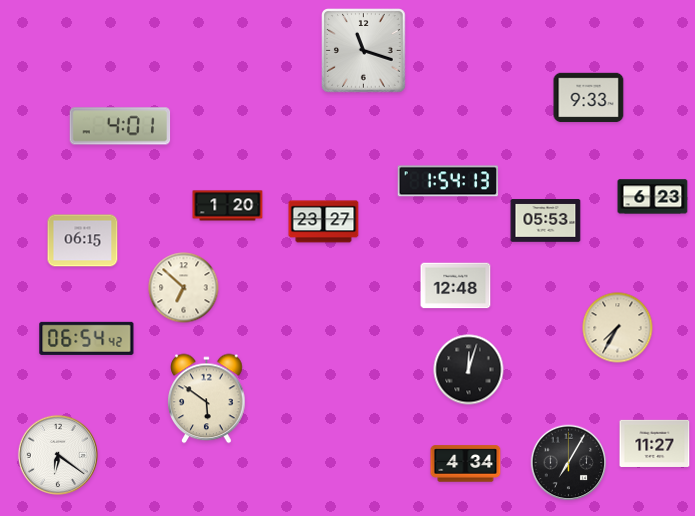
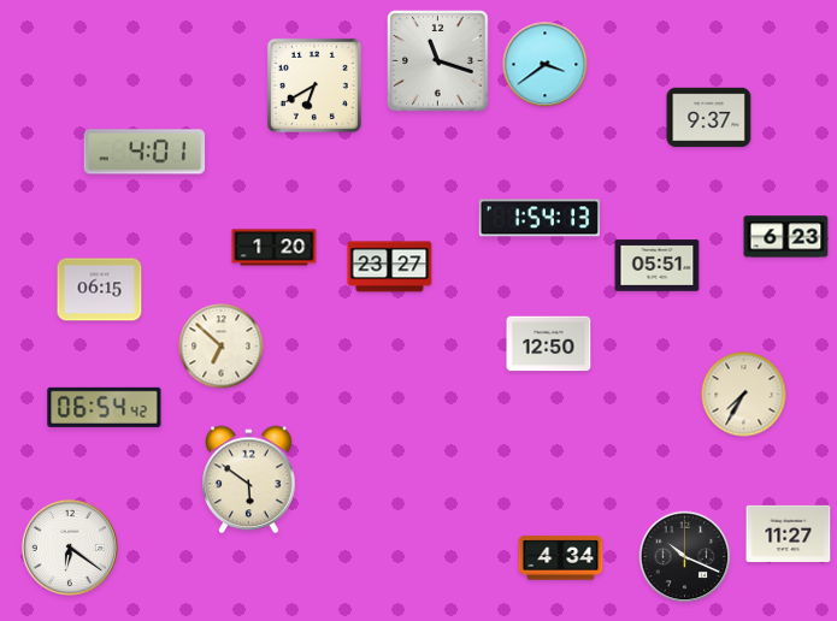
clock at (546, 65): none -> 3:39
clock at (314, 85): none -> 6:40
clock at (589, 98): 9:33 -> 9:37
clock at (546, 221): 05:53 -> 05:51
clock at (456, 286): 12:48 -> 12:50
clock at (469, 370): 12:03 -> none
clock at (569, 463): 7:05 -> 10:19
